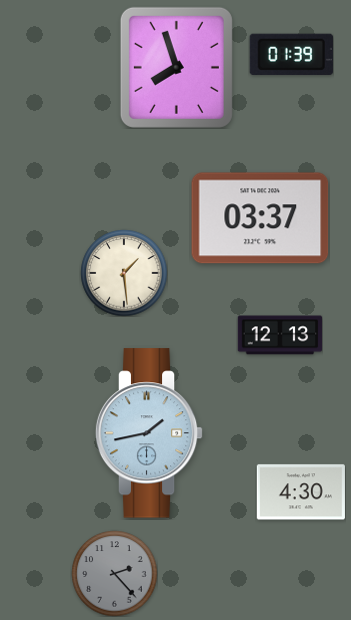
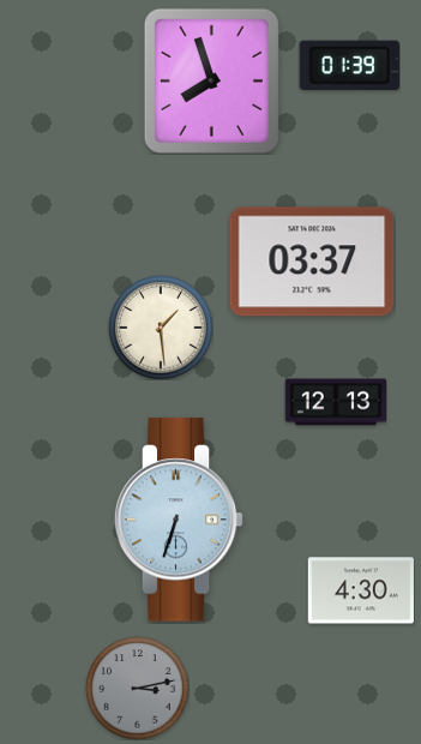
clock at (124, 273) position: (124, 273) -> (161, 328)
clock at (149, 433): 1:43 -> 6:33
clock at (114, 573): 2:23 -> 3:13
